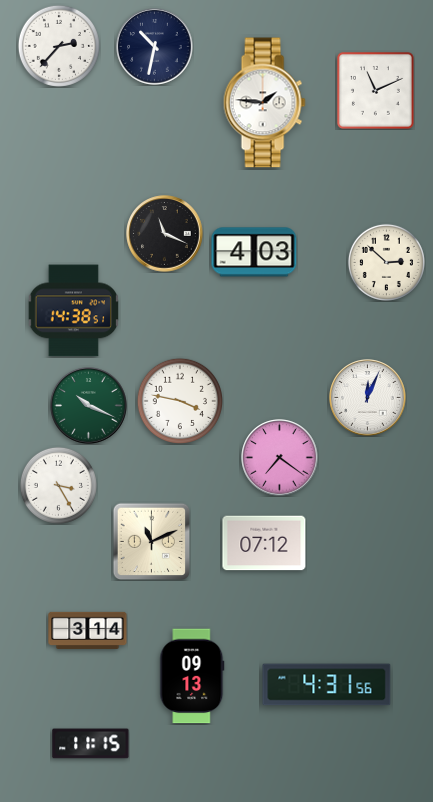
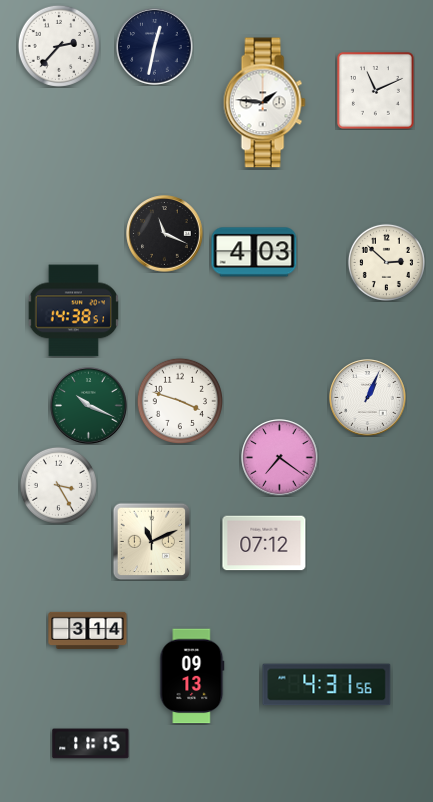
clock at (155, 47): 10:32 -> 12:32
clock at (368, 398): 12:04 -> 1:04
clock at (179, 400): 3:47 -> 3:48
